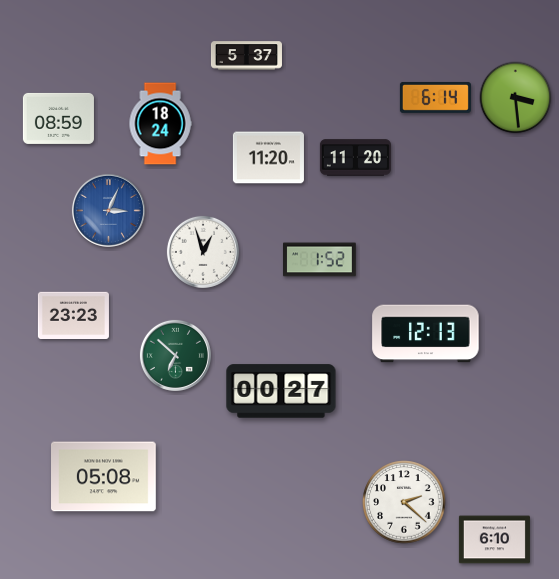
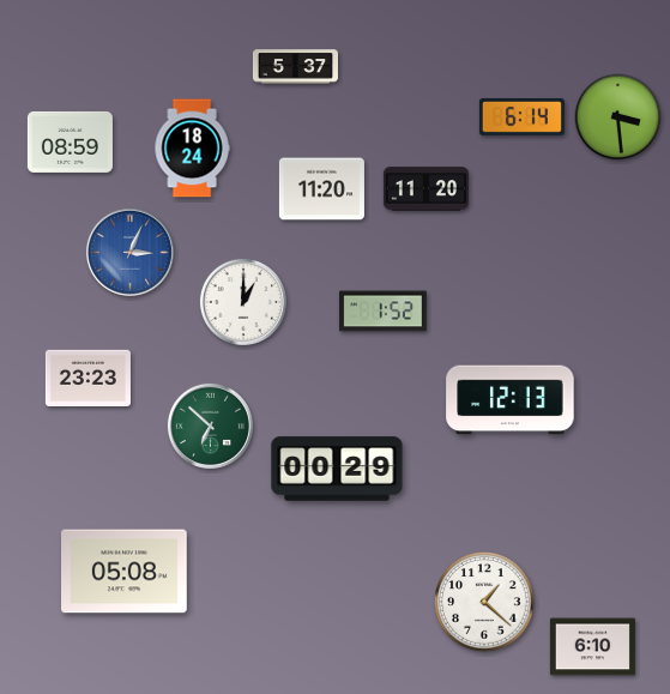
clock at (203, 252): 12:57 -> 1:00
clock at (281, 391): 00:27 -> 00:29
clock at (404, 502): 2:22 -> 1:22
